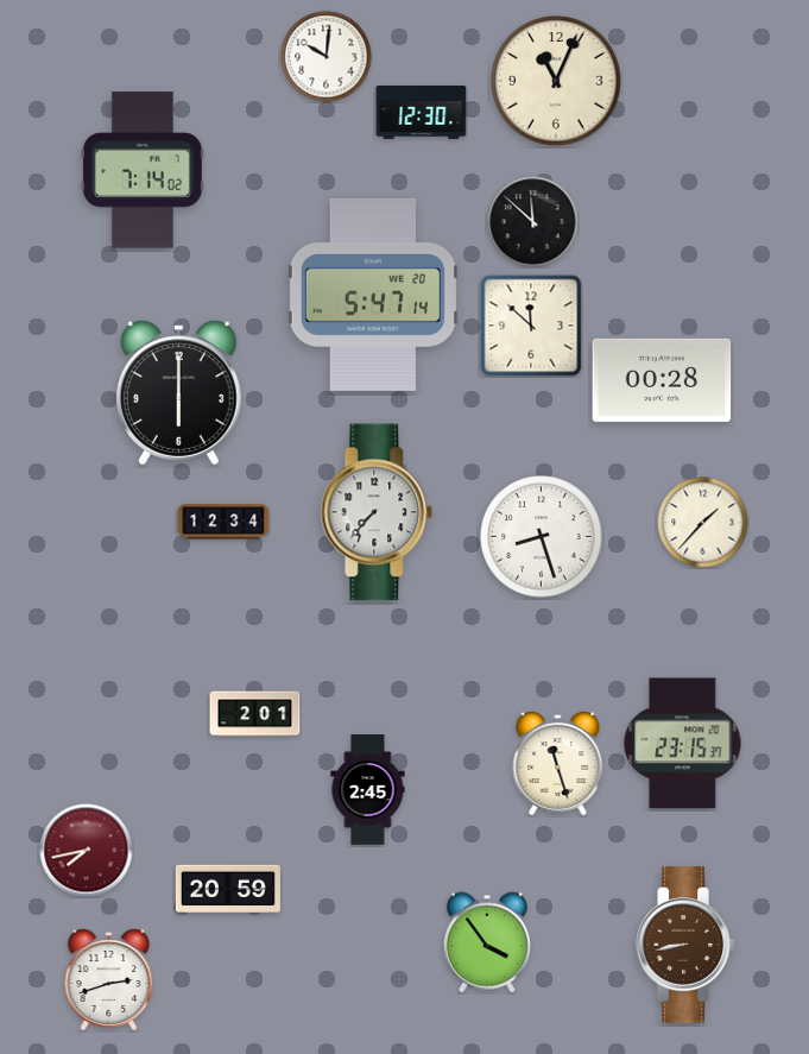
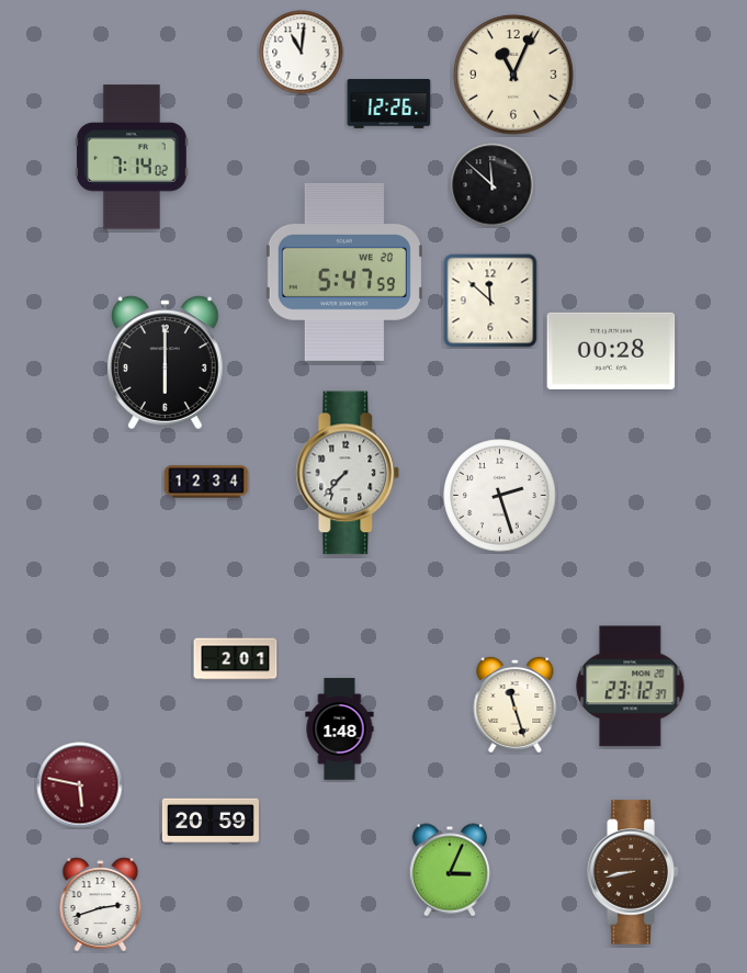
clock at (327, 57): 10:01 -> 11:01
clock at (422, 113): 12:30 -> 12:26
clock at (533, 222) position: (533, 222) -> (493, 185)
clock at (373, 295): 5:47:14 -> 5:47:59
clock at (703, 523): 1:37 -> none
clock at (542, 537): 8:27 -> 2:27
clock at (683, 744): 23:15 -> 23:12
clock at (368, 790): 2:45 -> 1:48
clock at (87, 851): 7:43 -> 5:47
clock at (486, 942): 3:54 -> 3:04
